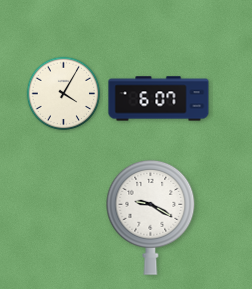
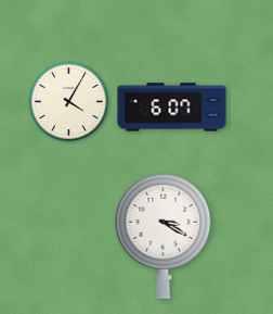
clock at (151, 217): 9:20 -> 3:20
